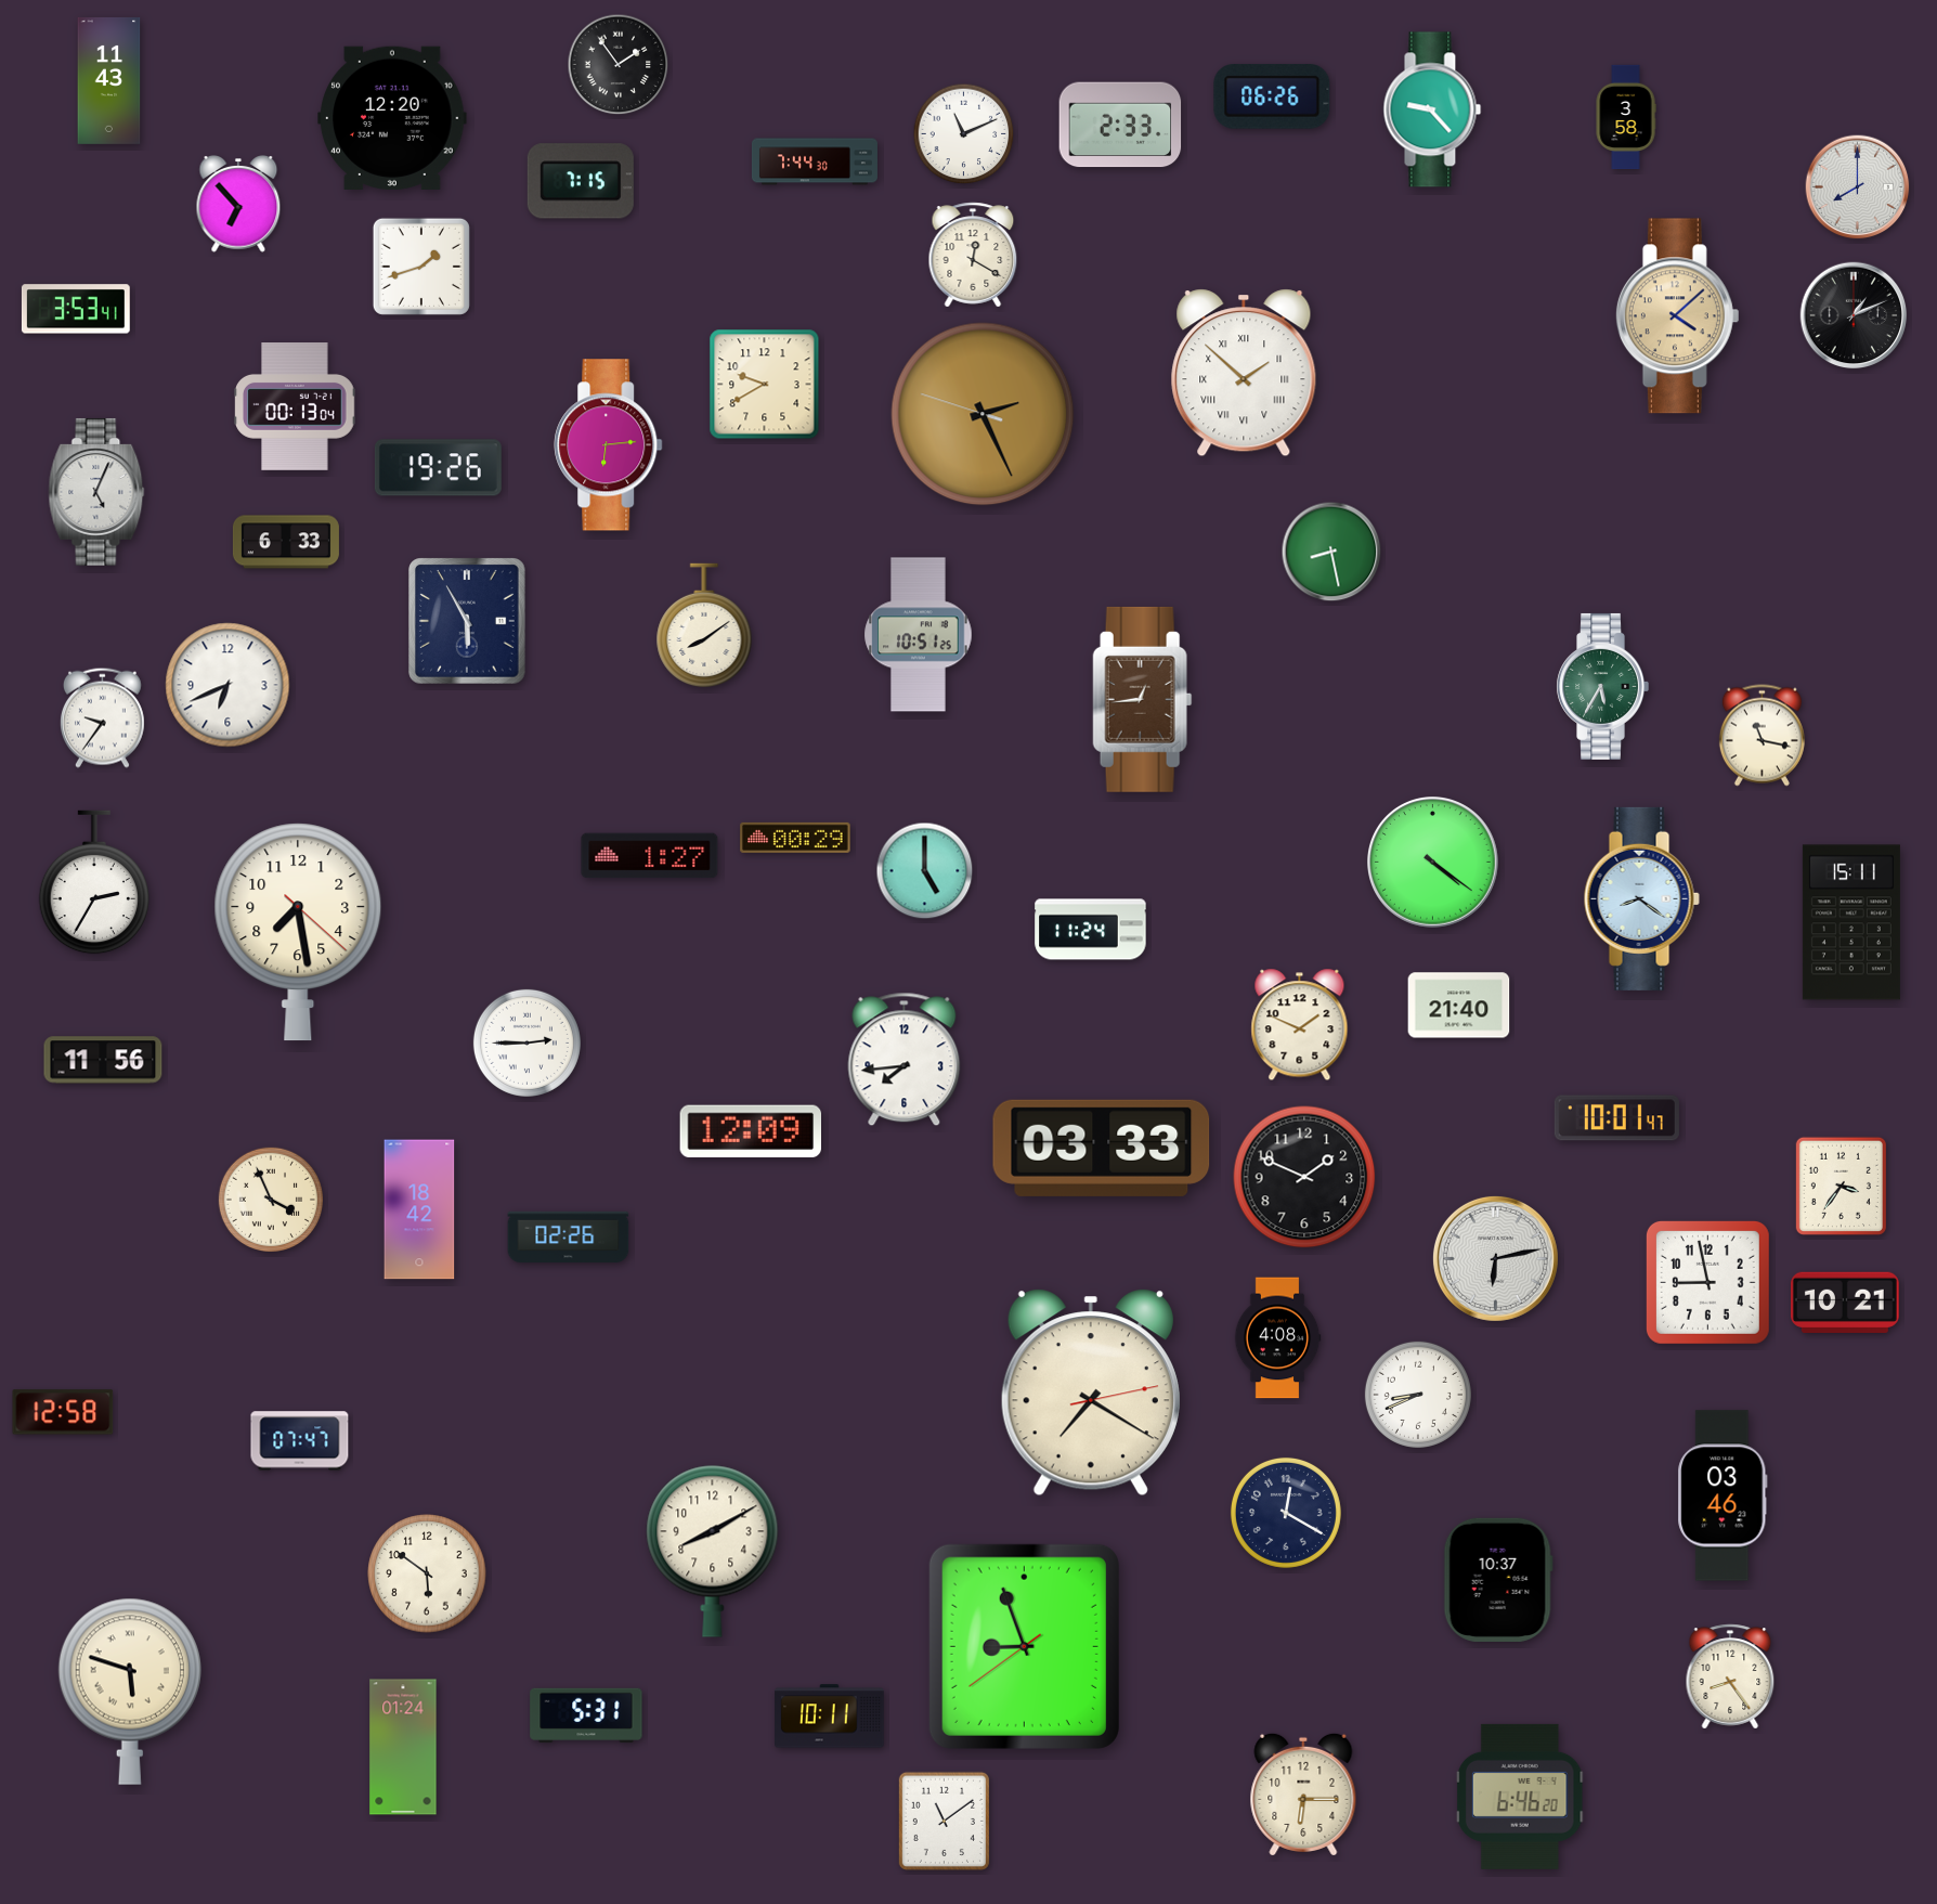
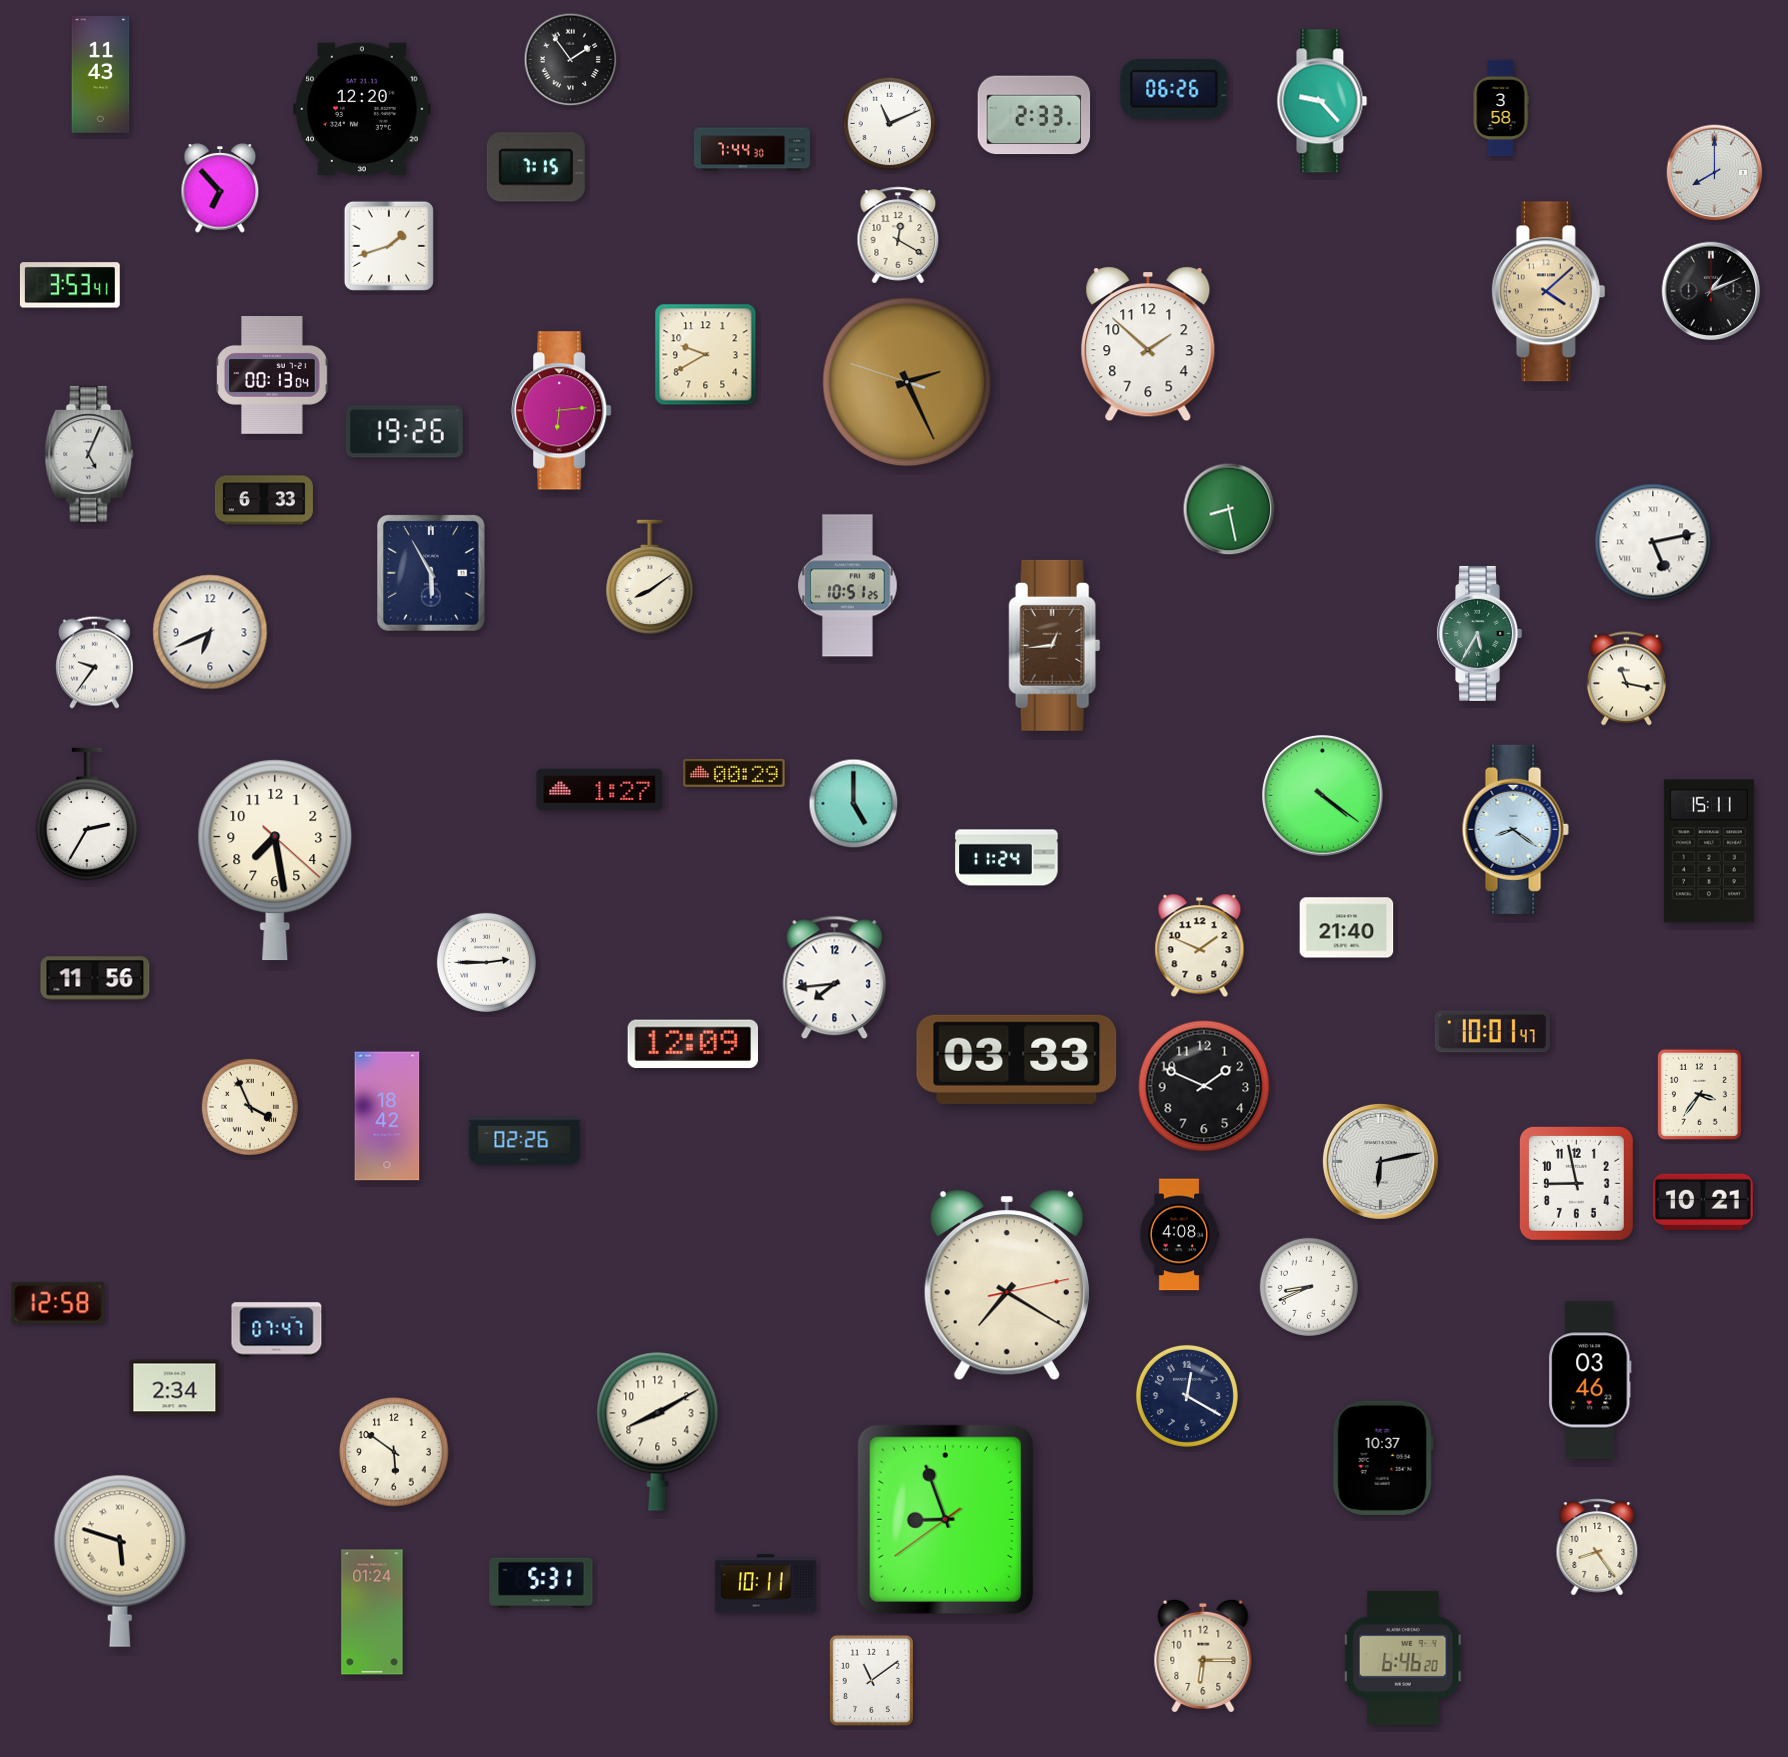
clock at (1244, 373) numerals: Roman -> Arabic
clock at (1653, 542): none -> 5:13
clock at (175, 1388): none -> 2:34
